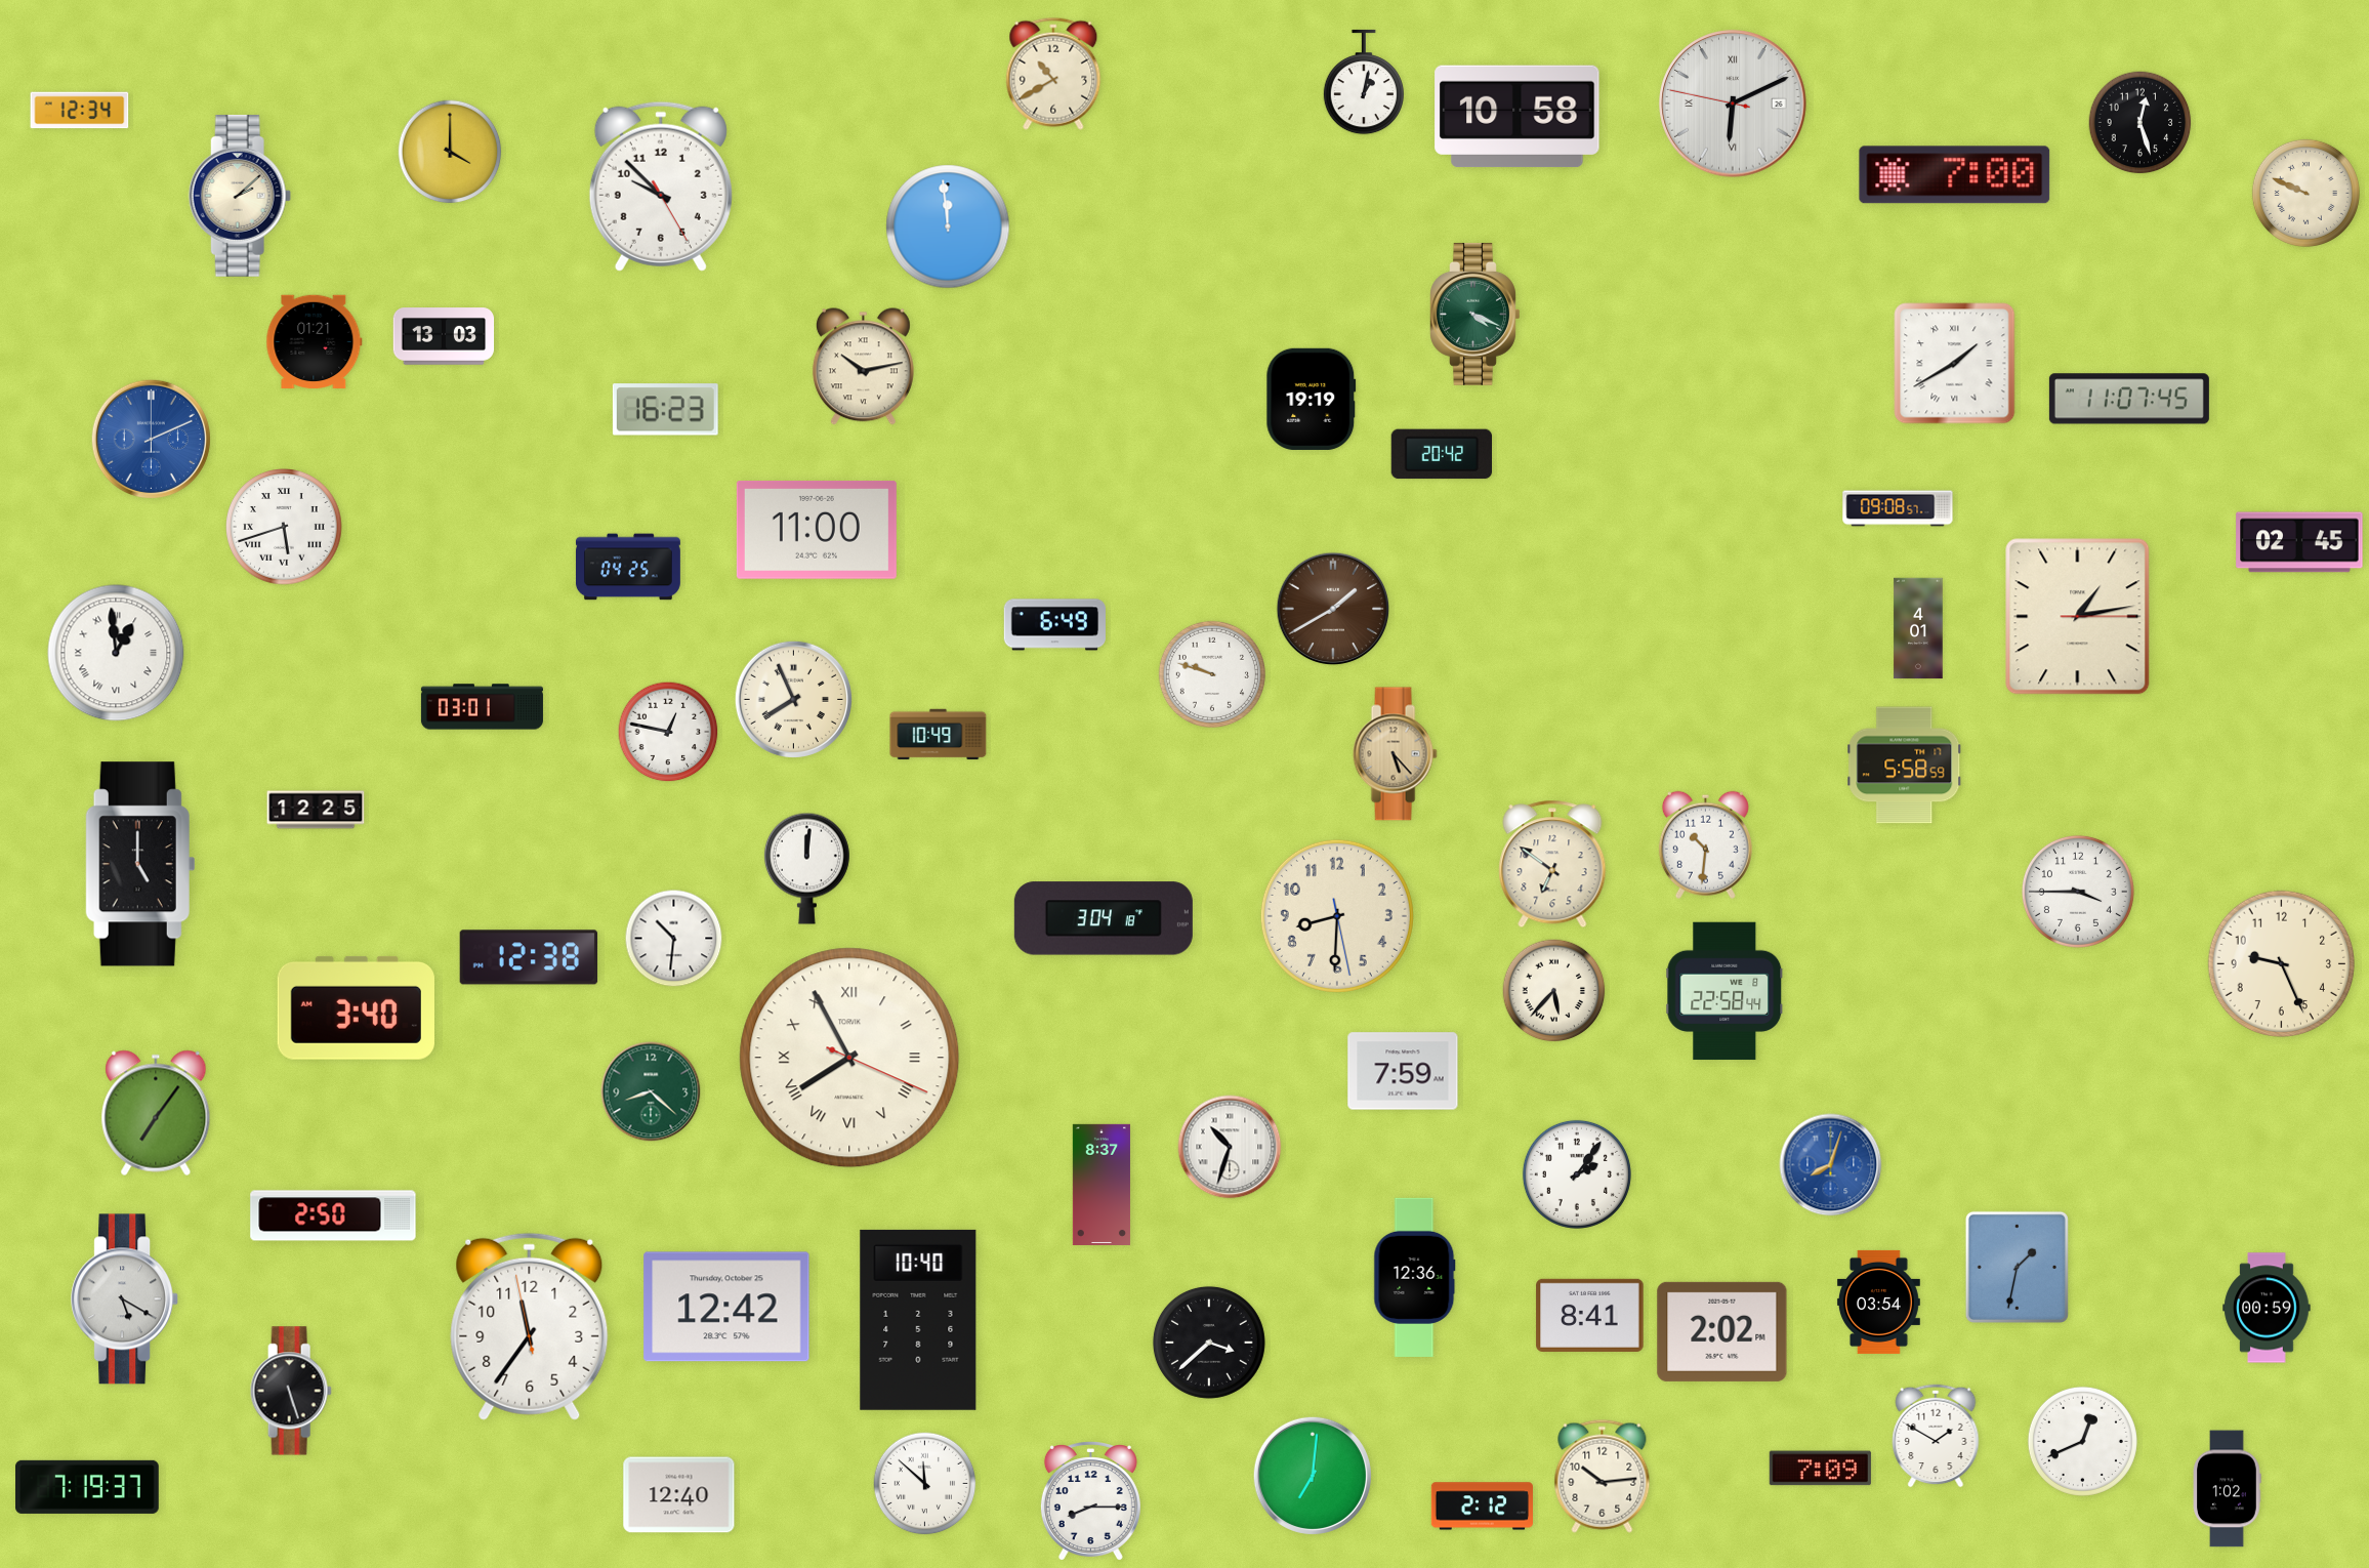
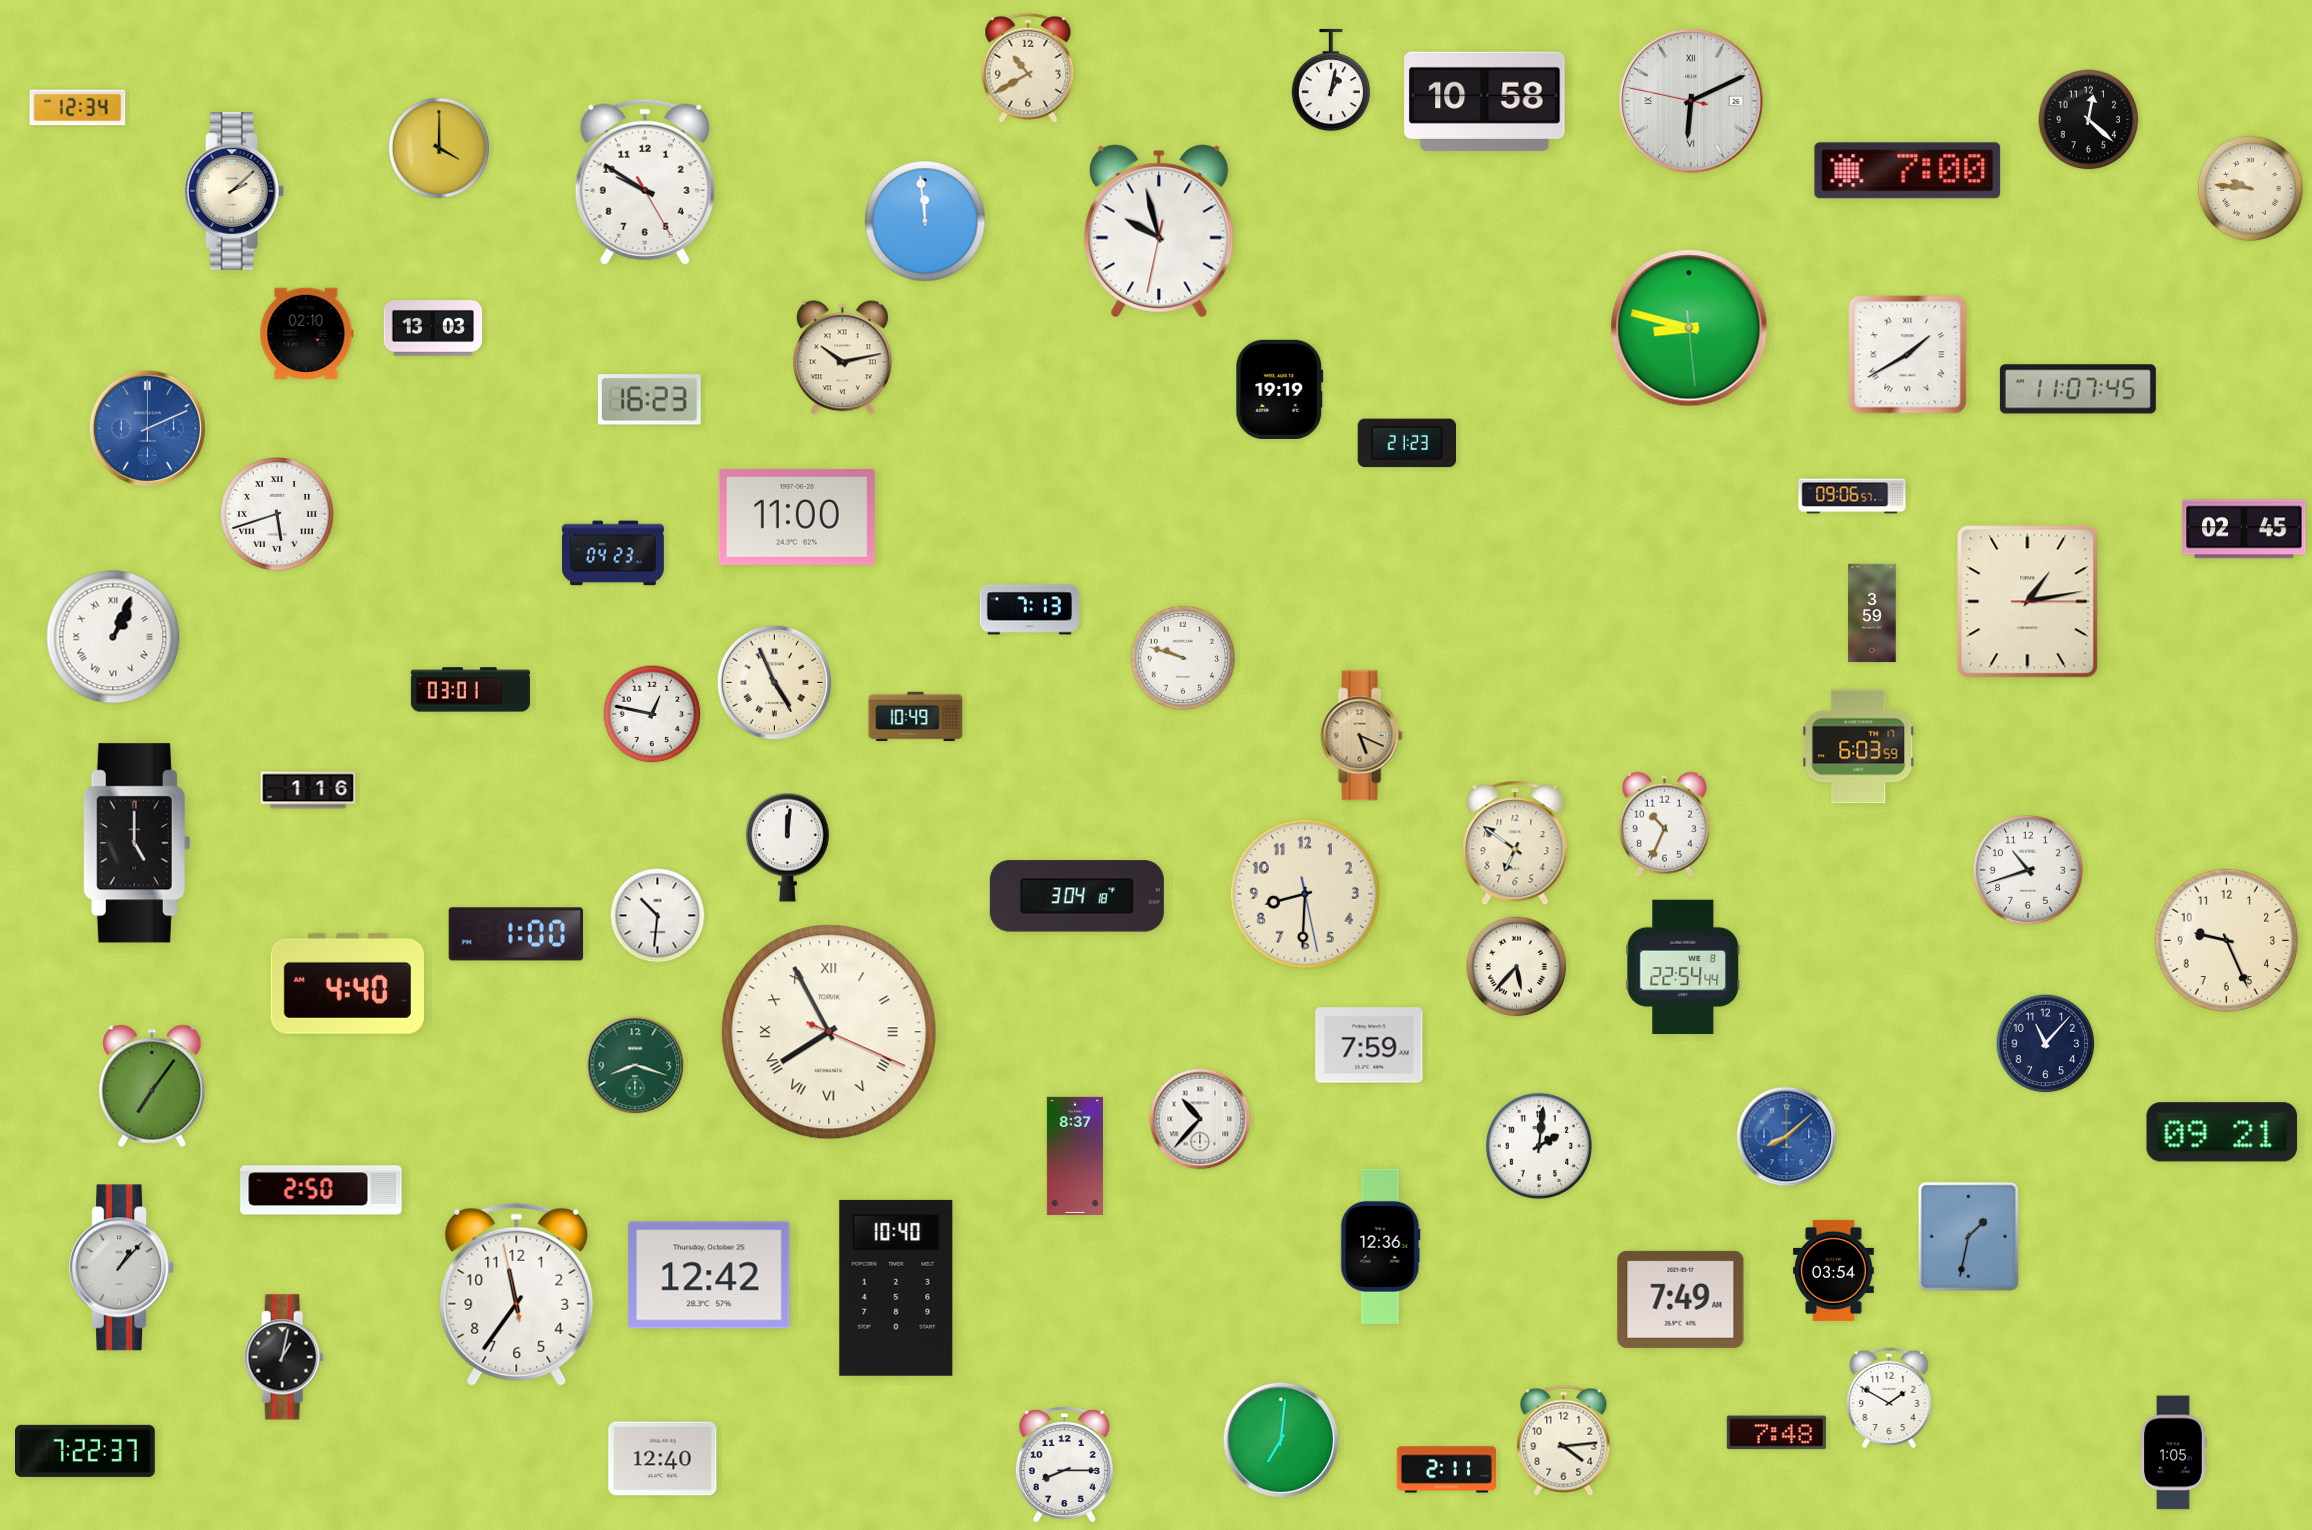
clock at (1053, 74) position: (1053, 74) -> (1028, 68)
clock at (1518, 117) position: (1518, 117) -> (1485, 102)
clock at (2141, 123): 12:27 -> 12:22
clock at (661, 187): 9:52 -> 9:50
clock at (2305, 193): 9:49 -> 9:46
clock at (1159, 231): none -> 9:57
clock at (1476, 314): 4:19 -> none
clock at (1689, 328): none -> 8:47
clock at (315, 342): 01:21 -> 02:10
clock at (1441, 454): 20:42 -> 21:23
clock at (1898, 508): 09:08 -> 09:06
clock at (628, 567): 04:25 -> 04:23
clock at (1333, 609): 1:40 -> none
clock at (1054, 625): 6:49 -> 7:13
clock at (1918, 628): 4:01 -> 3:59
clock at (116, 653): 12:59 -> 1:04
clock at (793, 699): 7:56 -> 4:56
clock at (1395, 754): 5:23 -> 5:19
clock at (1905, 766): 5:58 -> 6:03
clock at (316, 810): 12:25 -> 1:16
clock at (1705, 844): 10:31 -> 10:34
clock at (2078, 892): 3:45 -> 10:42
clock at (529, 957): 12:38 -> 1:00
clock at (1724, 991): 22:58 -> 22:54
clock at (356, 1007): 3:40 -> 4:40
clock at (2046, 1044): none -> 11:07
clock at (651, 1091): 8:22 -> 8:18
clock at (1230, 1147): 10:33 -> 10:37
clock at (2222, 1132): none -> 09:21
clock at (1831, 1165): 8:03 -> 8:08
clock at (1577, 1174): 2:06 -> 2:01
clock at (333, 1215) position: (333, 1215) -> (321, 1190)
clock at (125, 1299): 5:20 -> 1:07
clock at (2267, 1308): 00:59 -> none
clock at (1590, 1315): 8:41 -> none
clock at (1722, 1331): 2:02 -> 7:49
clock at (1209, 1343): 3:38 -> none
clock at (291, 1391): 5:27 -> 1:02
clock at (1936, 1436) position: (1936, 1436) -> (1889, 1398)
clock at (2082, 1441): 12:41 -> none
clock at (1820, 1469): 7:09 -> 7:48
clock at (1603, 1476): 10:14 -> 4:14
clock at (925, 1484): 11:52 -> none
clock at (88, 1487): 7:19 -> 7:22
clock at (2227, 1489): 1:02 -> 1:05
clock at (1482, 1507): 2:12 -> 2:11
